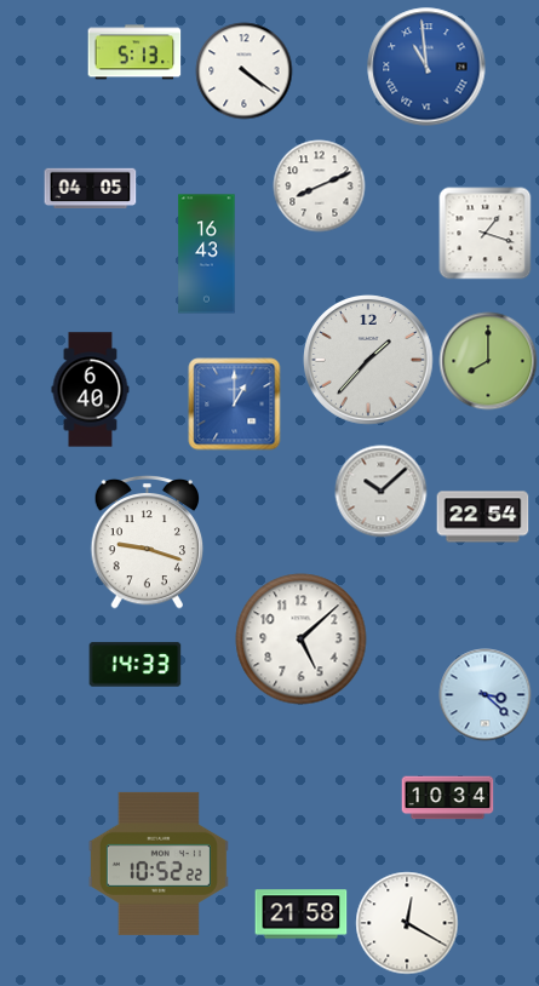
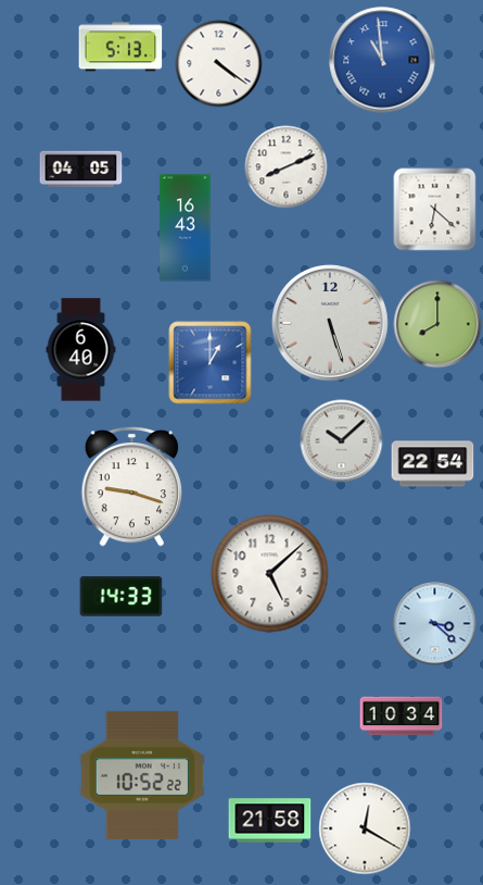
clock at (486, 234): 1:18 -> 6:22
clock at (368, 360): 1:37 -> 5:27
